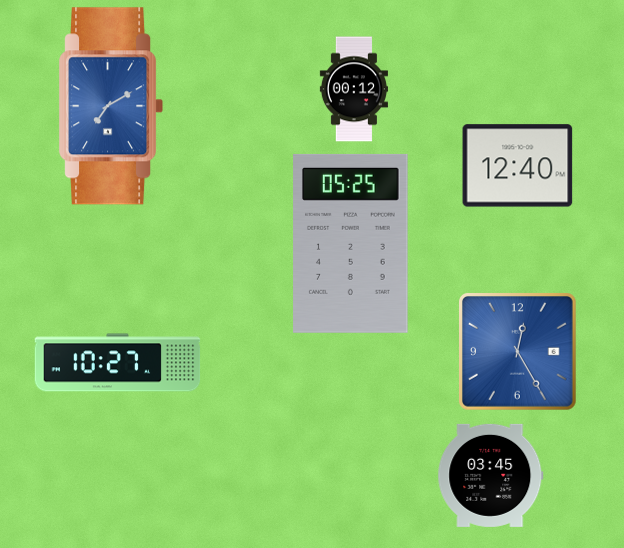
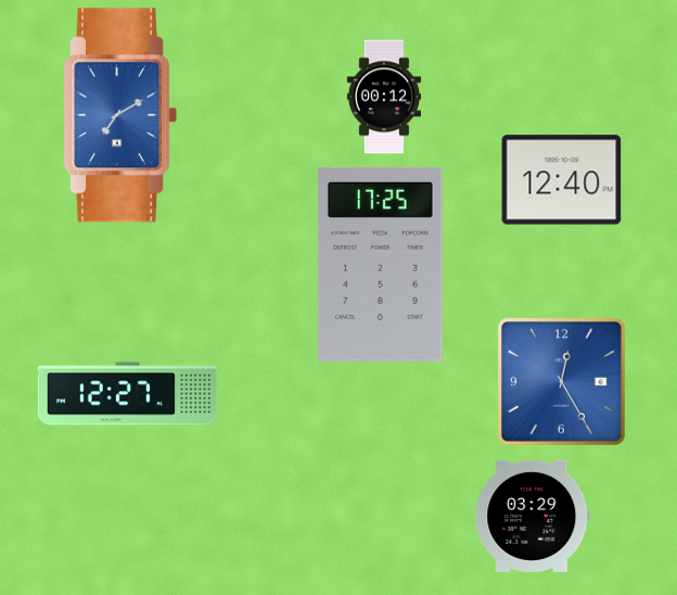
clock at (351, 243): 05:25 -> 17:25
clock at (118, 363): 10:27 -> 12:27
clock at (491, 475): 03:45 -> 03:29
